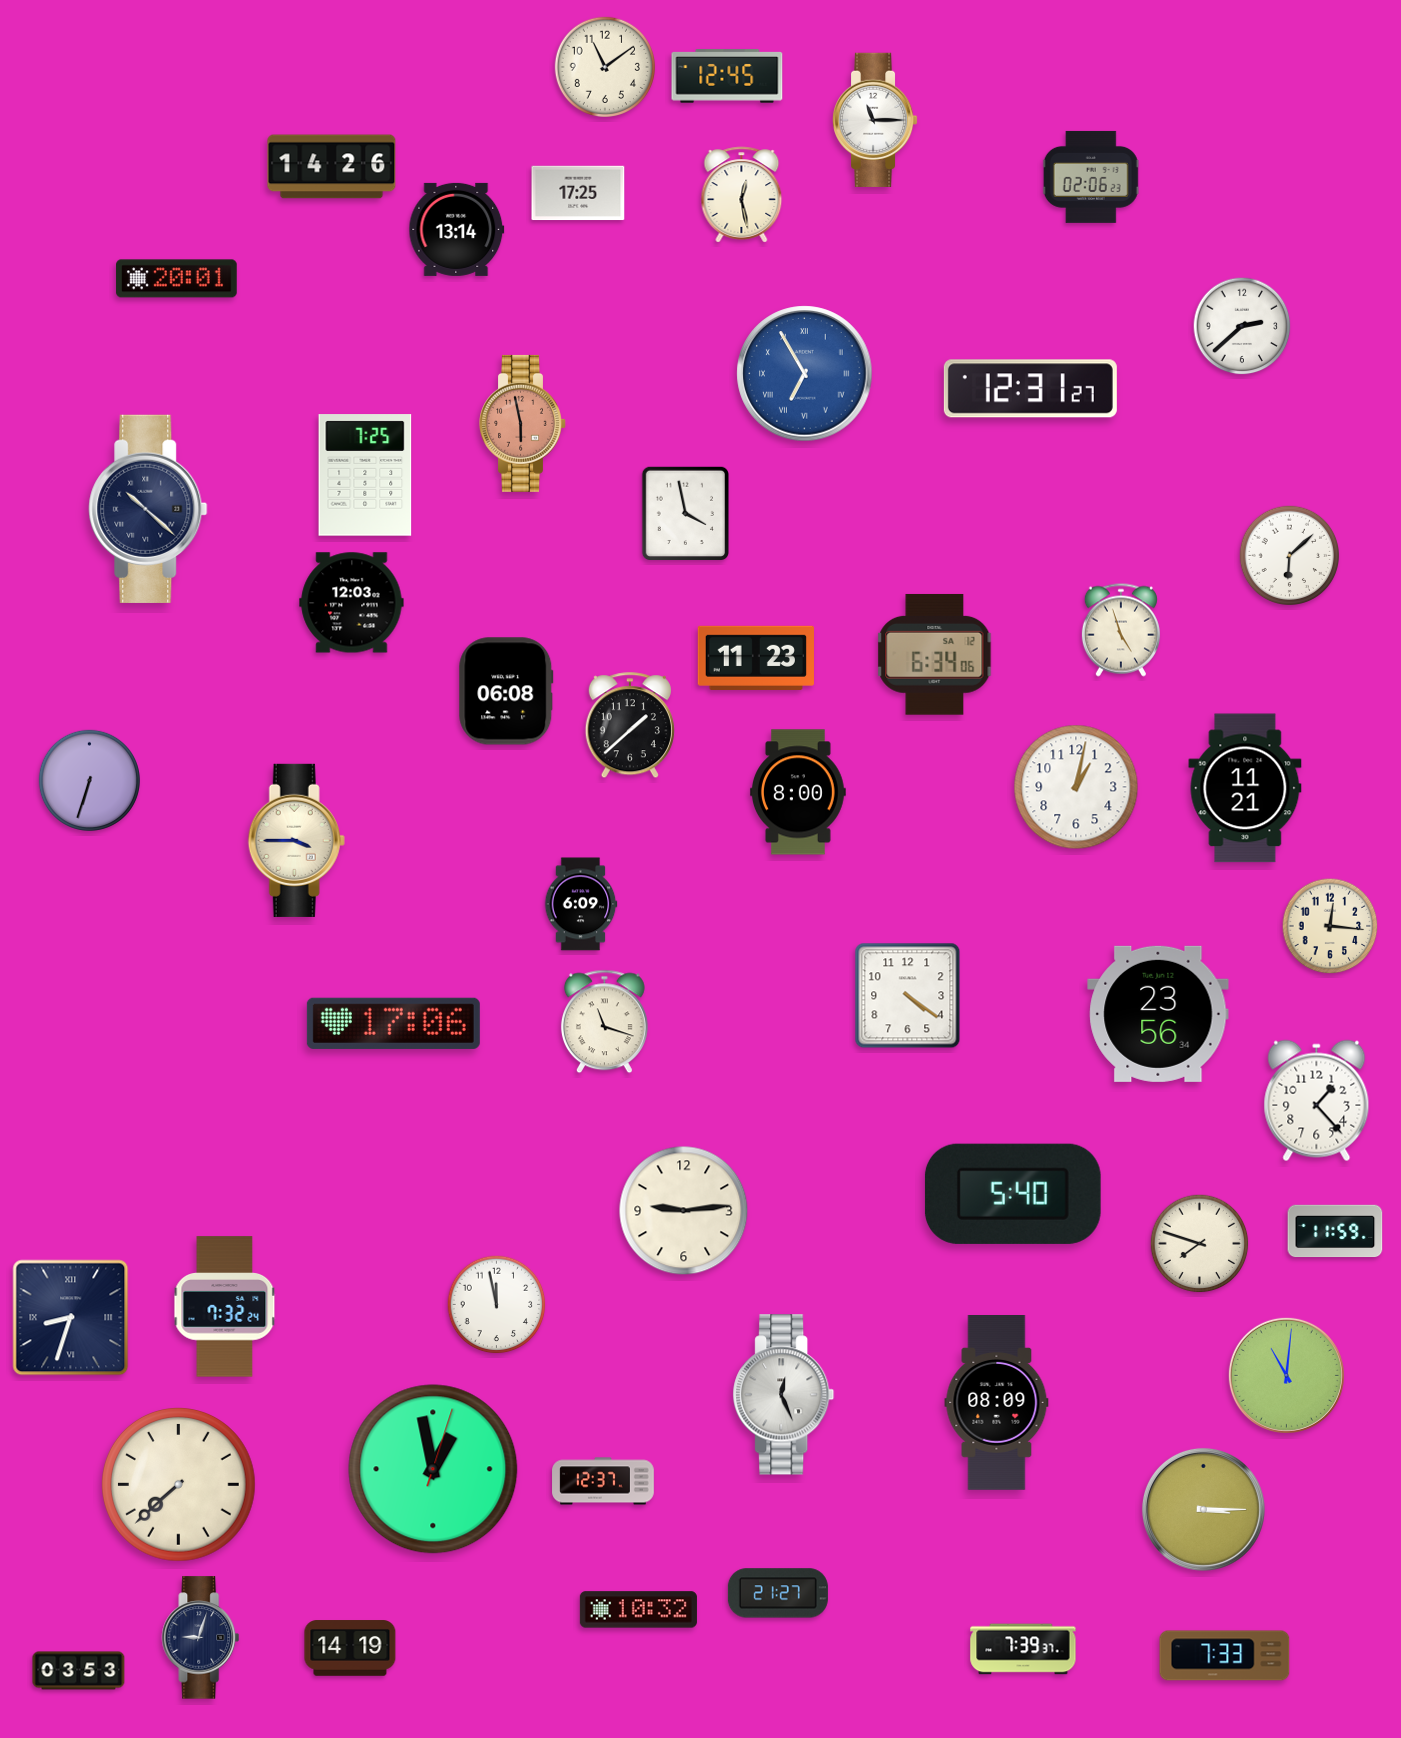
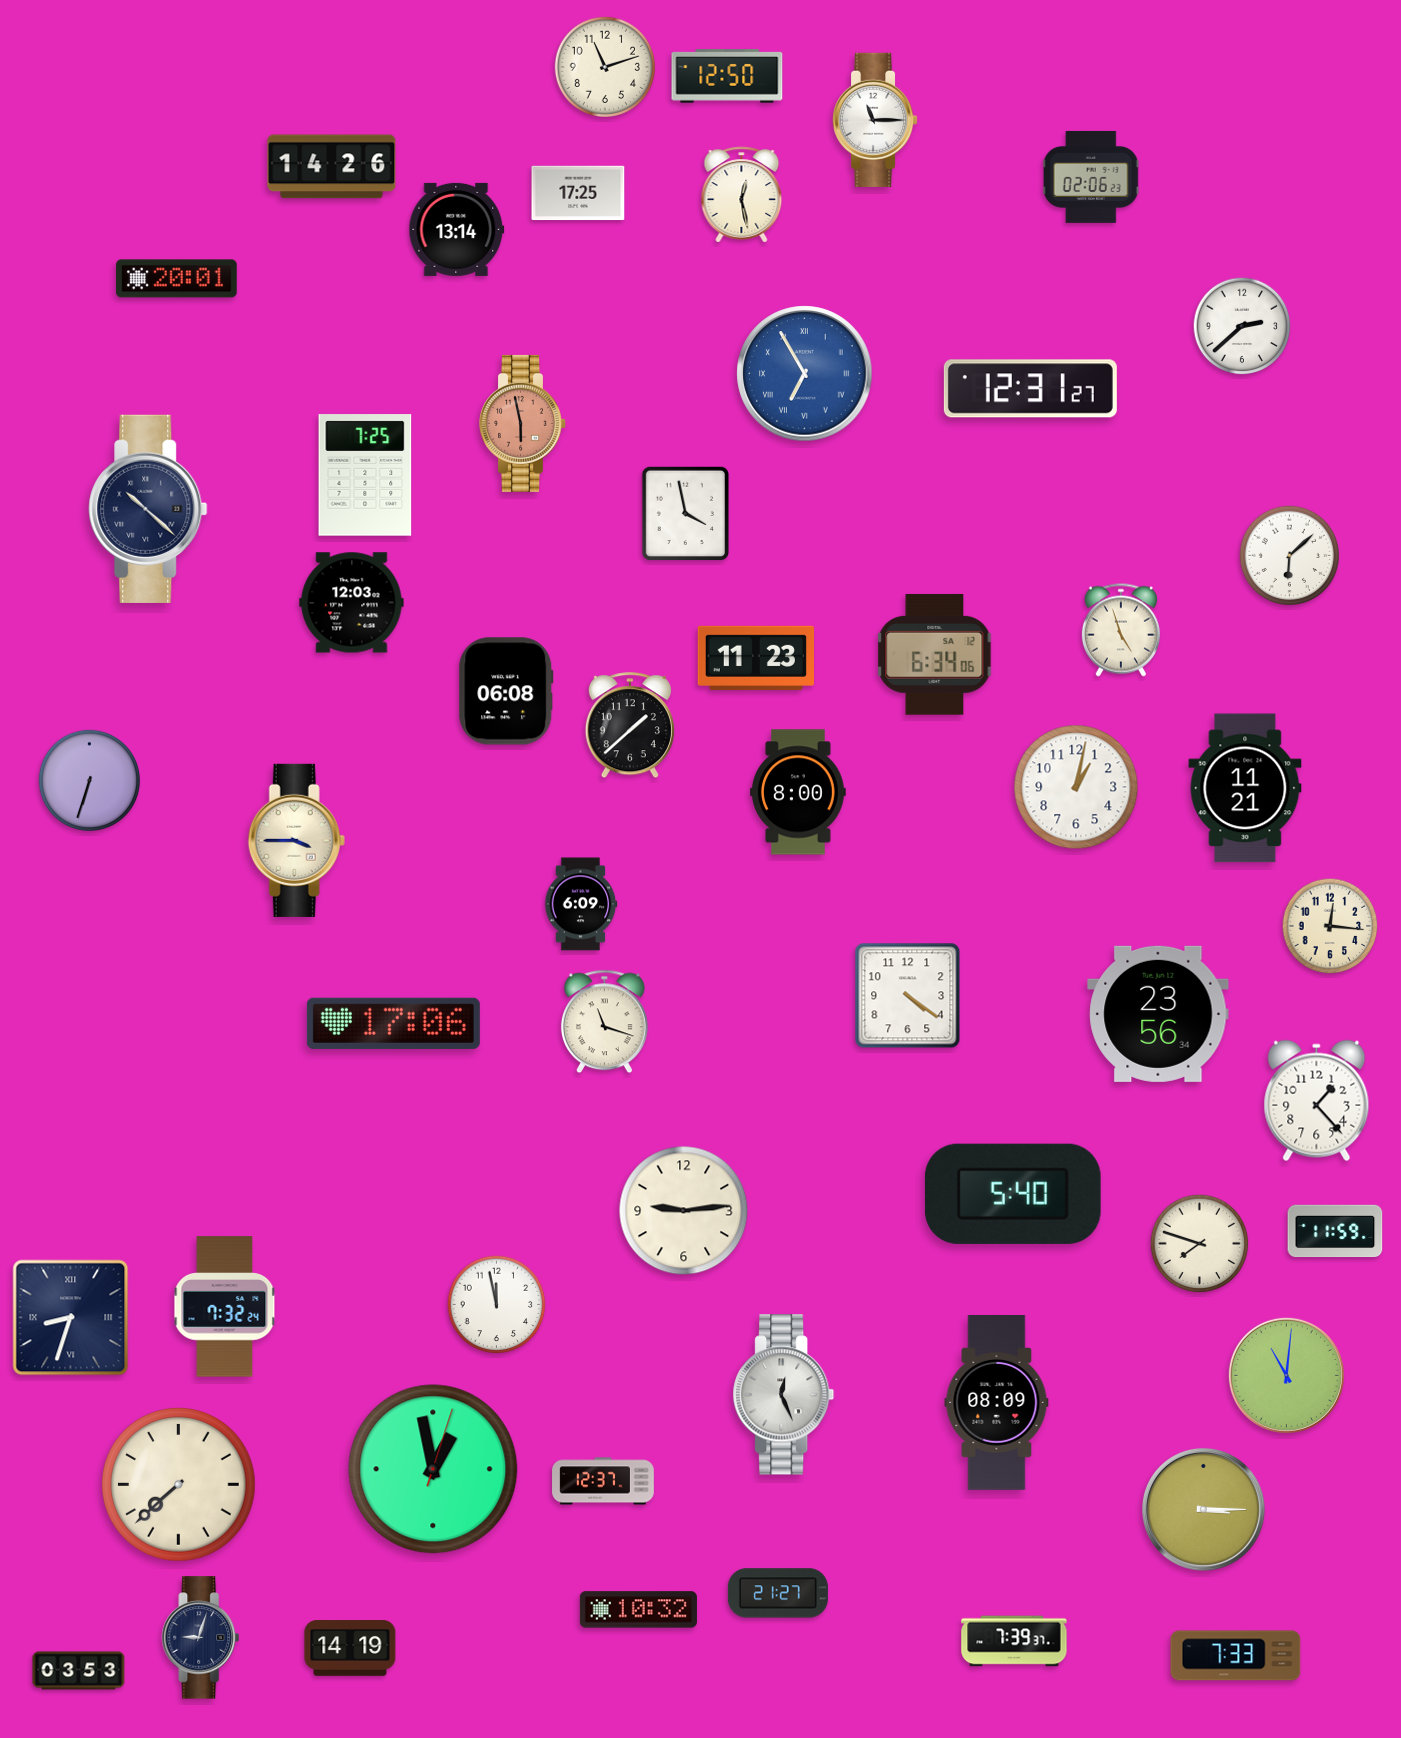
clock at (604, 66): 11:09 -> 11:12
clock at (727, 76): 12:45 -> 12:50
clock at (1023, 1649) position: (1023, 1649) -> (1014, 1641)
clock at (1225, 1656) position: (1225, 1656) -> (1236, 1656)
